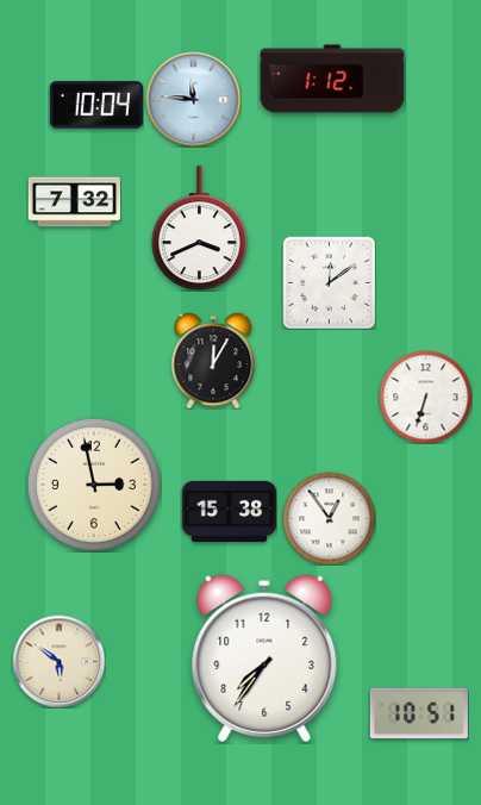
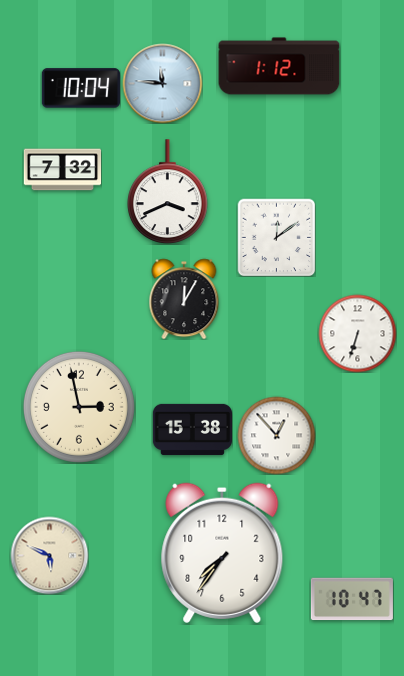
clock at (213, 361) position: (213, 361) -> (184, 299)
clock at (329, 518): 12:54 -> 12:53
clock at (58, 661): 5:51 -> 5:49
clock at (419, 713): 10:51 -> 10:47
